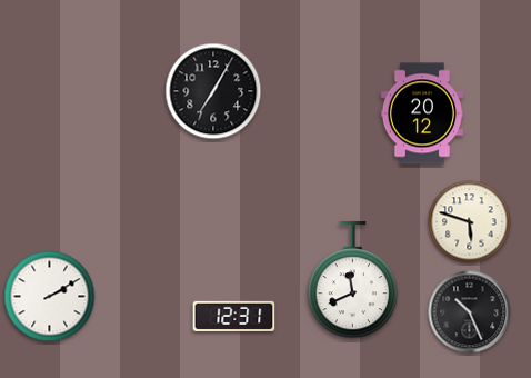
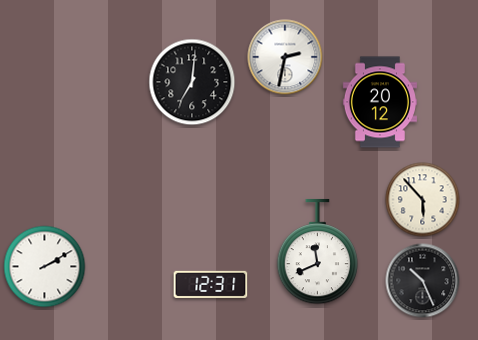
clock at (285, 57): none -> 2:32
clock at (213, 91): 7:05 -> 7:01
clock at (470, 222): 5:48 -> 5:53
